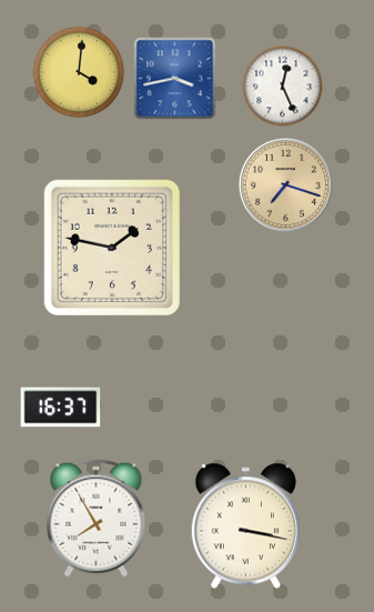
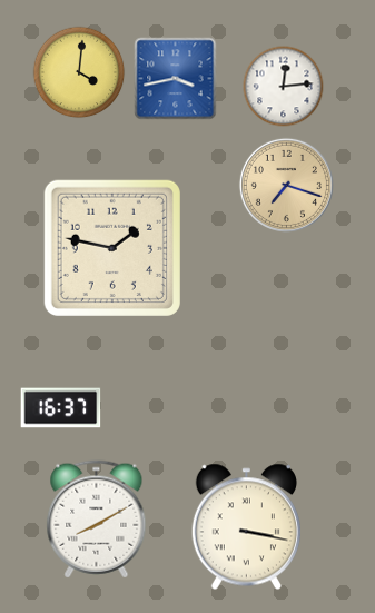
clock at (283, 87): 12:26 -> 12:14
clock at (97, 519): 7:55 -> 8:10
